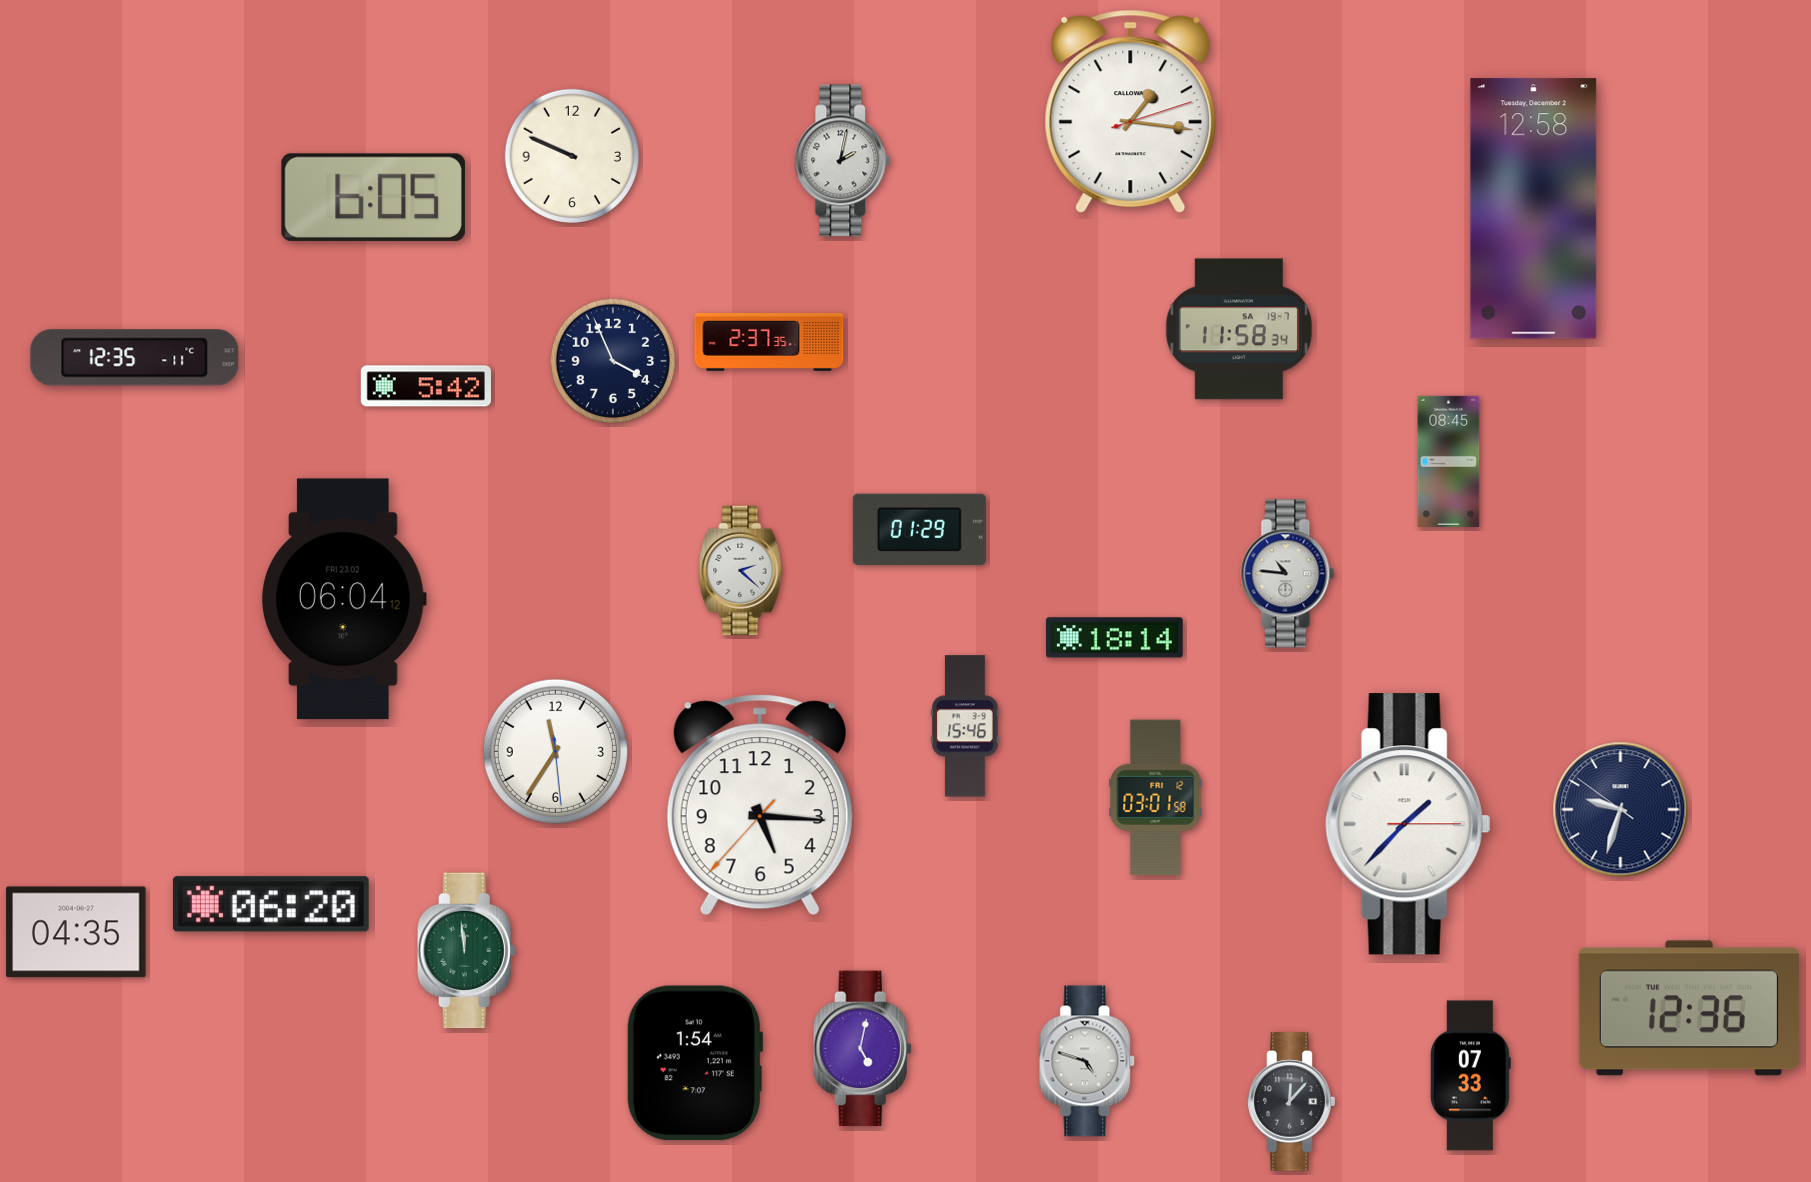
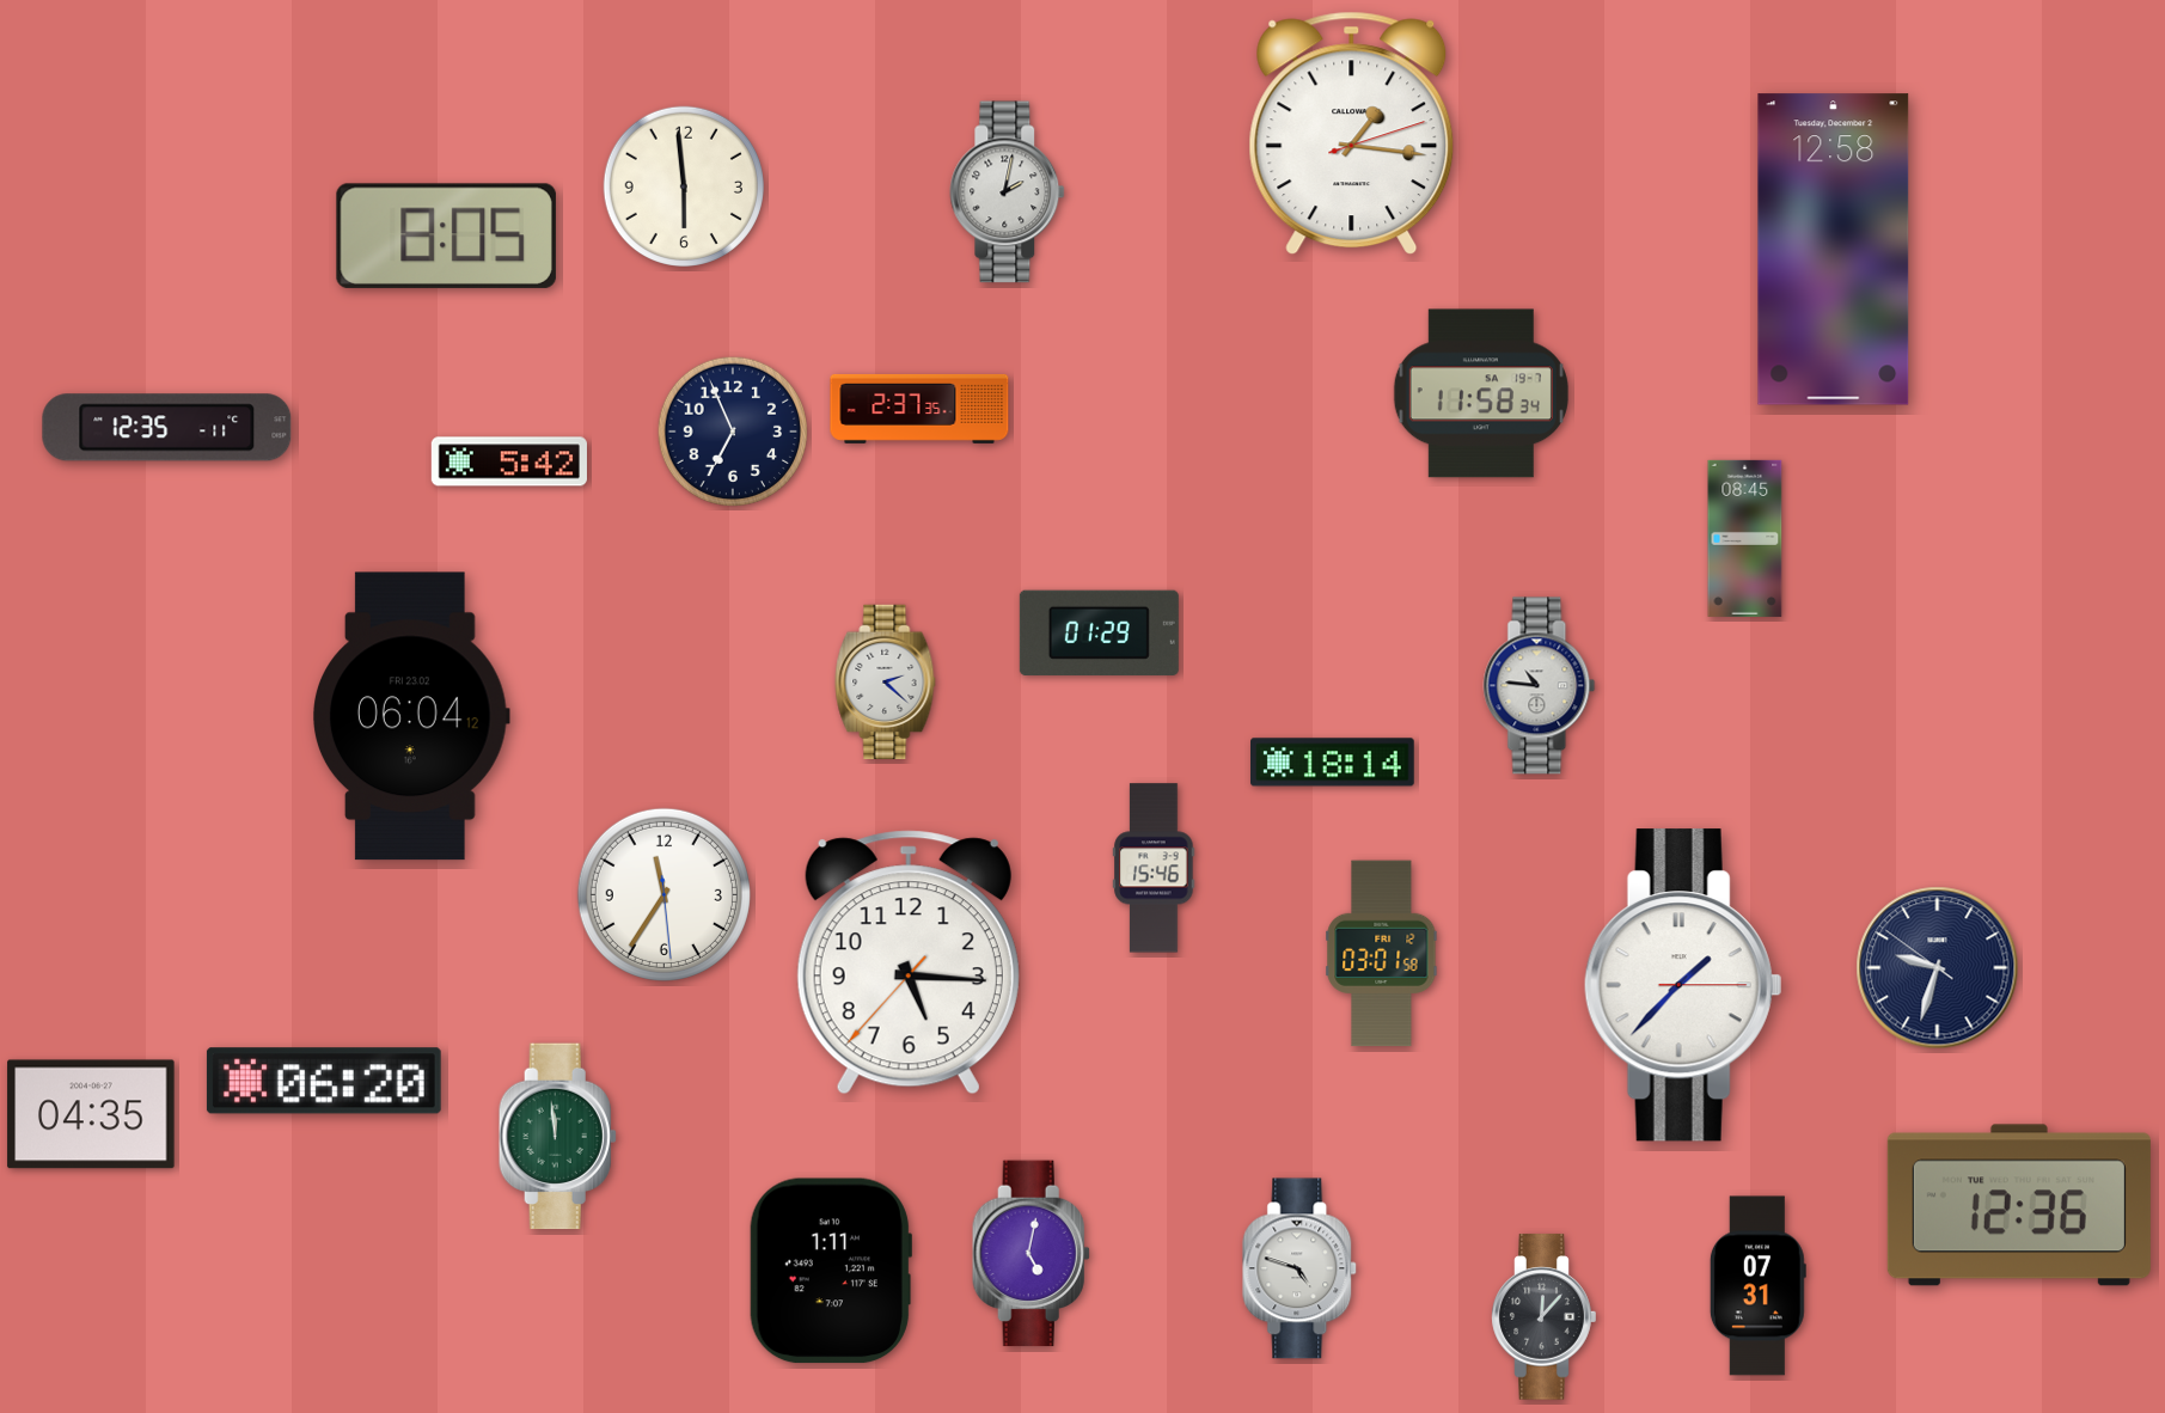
clock at (572, 156): 9:49 -> 5:59
clock at (373, 197): 6:05 -> 8:05
clock at (135, 358) position: (135, 358) -> (167, 428)
clock at (613, 361): 3:56 -> 6:56
clock at (1449, 461) position: (1449, 461) -> (1745, 538)
clock at (555, 751) position: (555, 751) -> (663, 894)
clock at (695, 1063): 1:54 -> 1:11
clock at (1470, 1076): 07:33 -> 07:31
